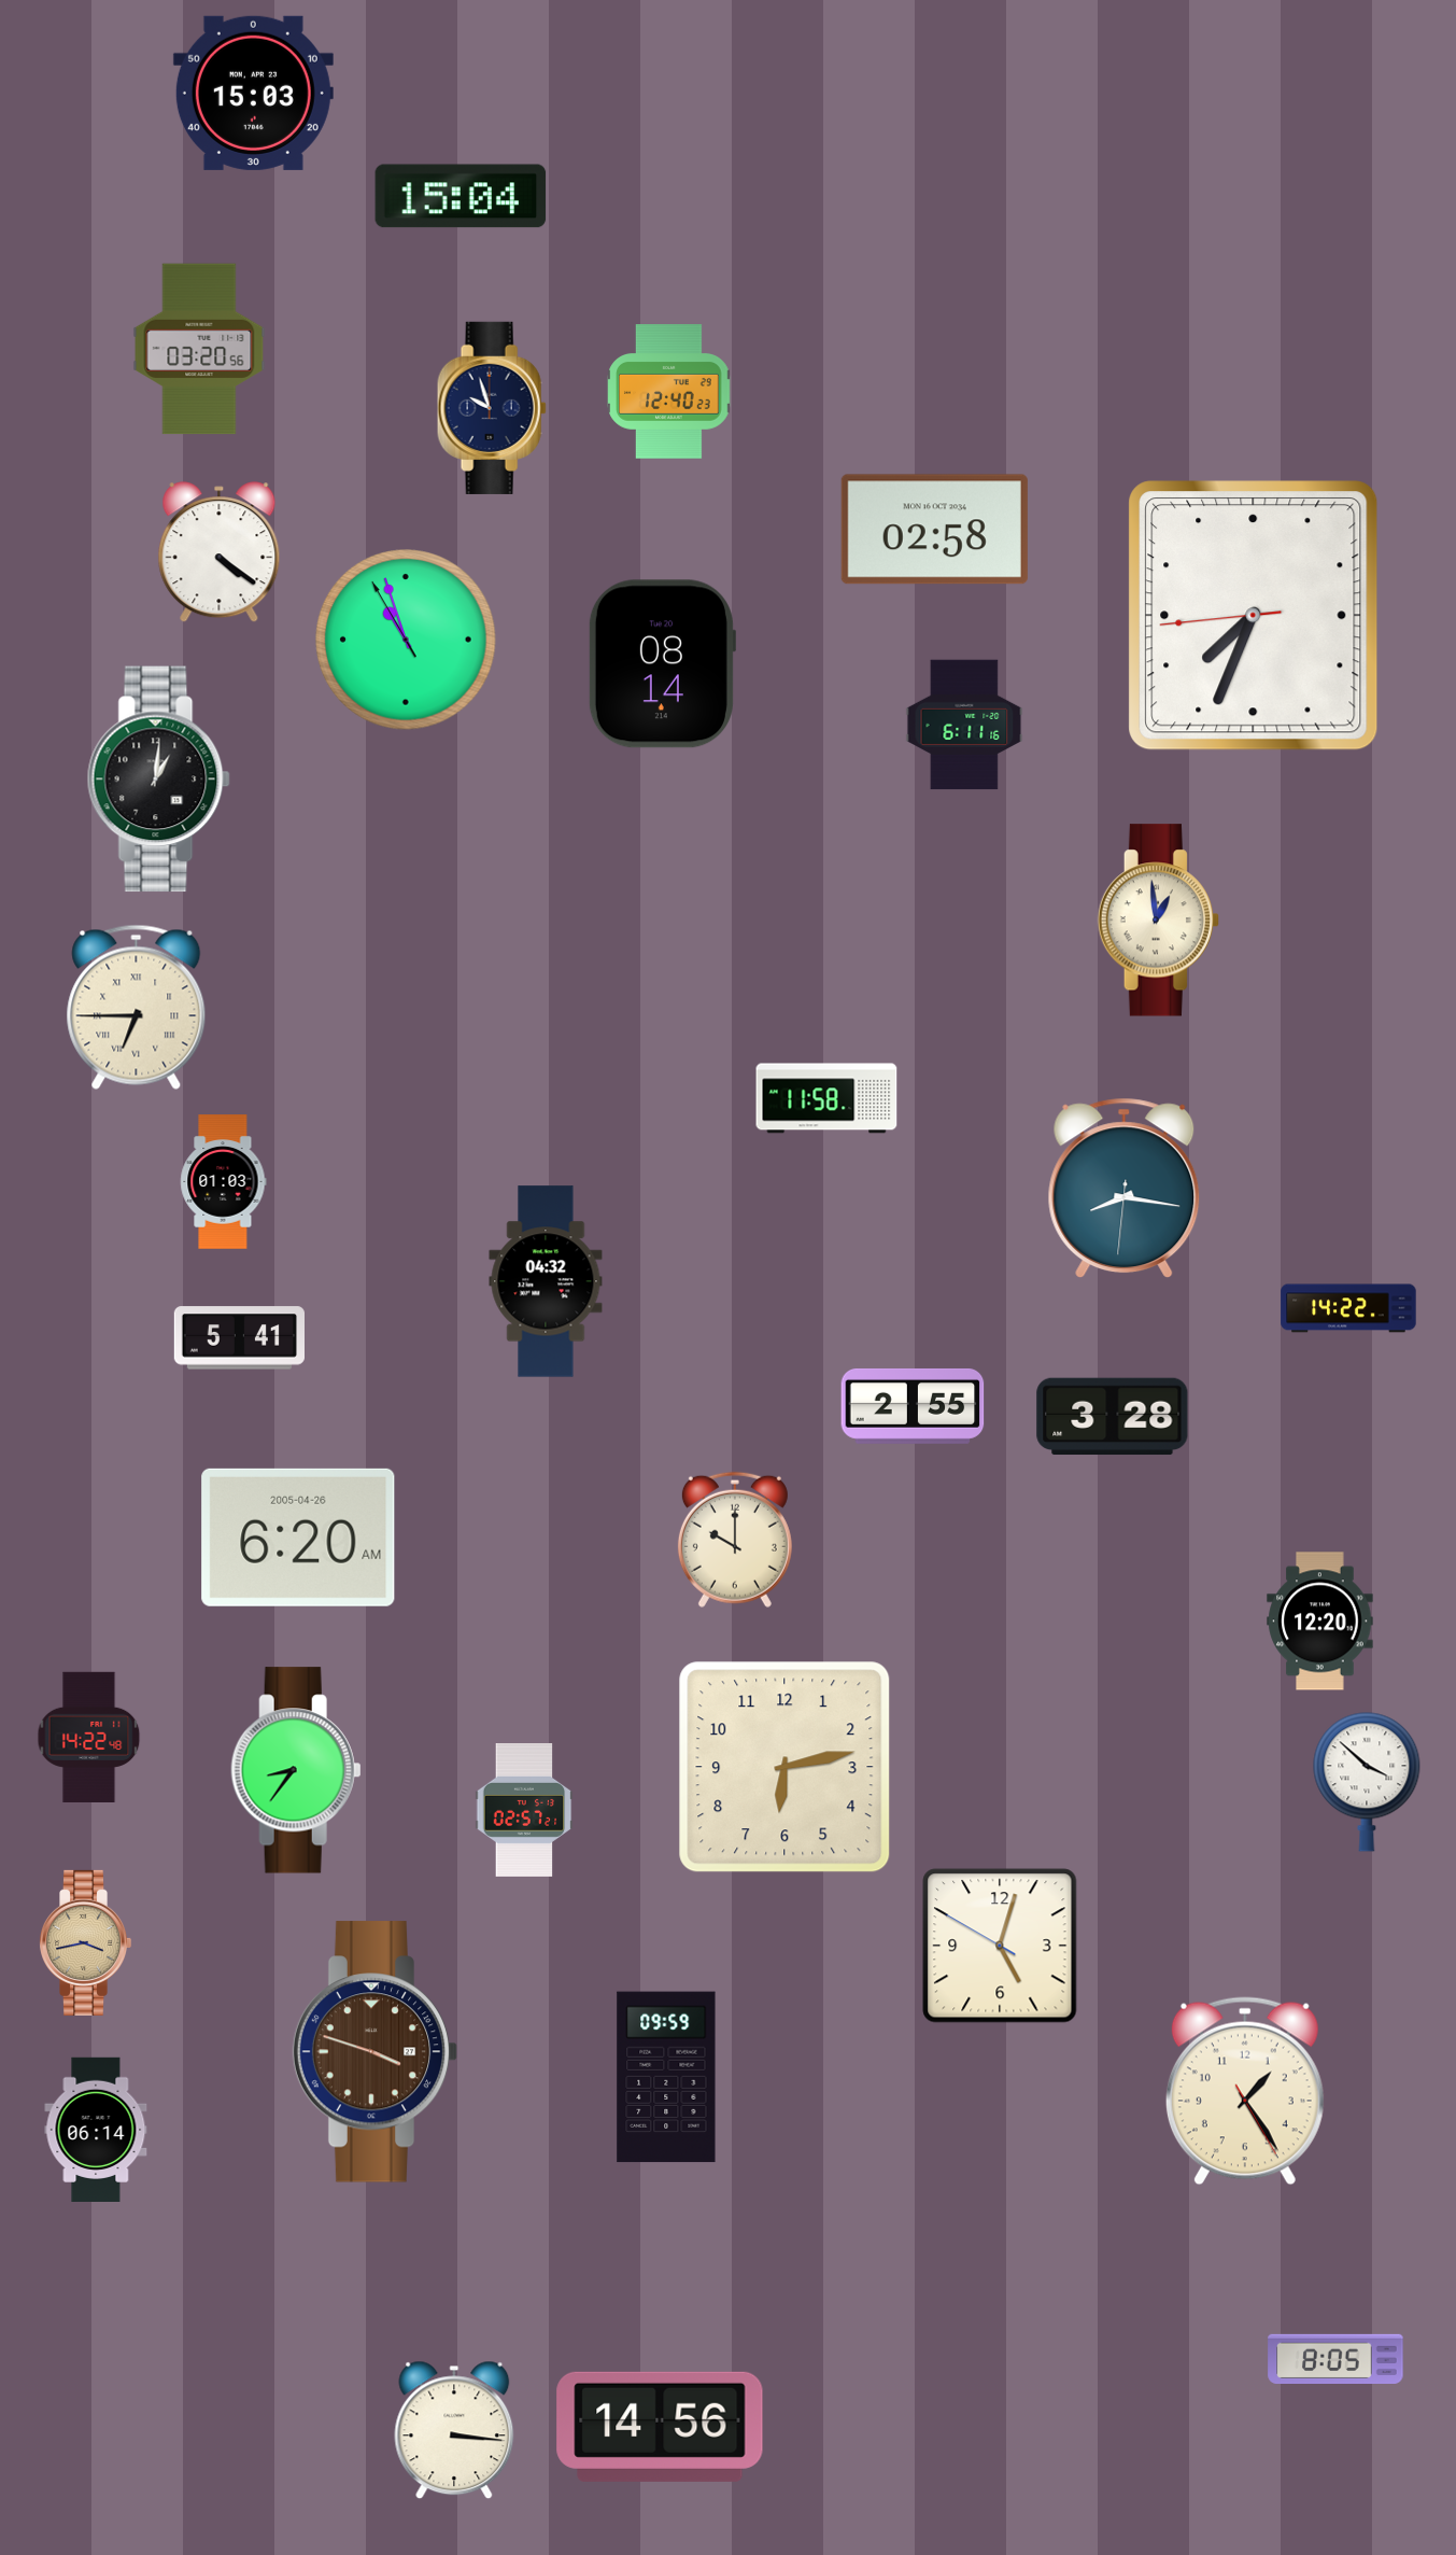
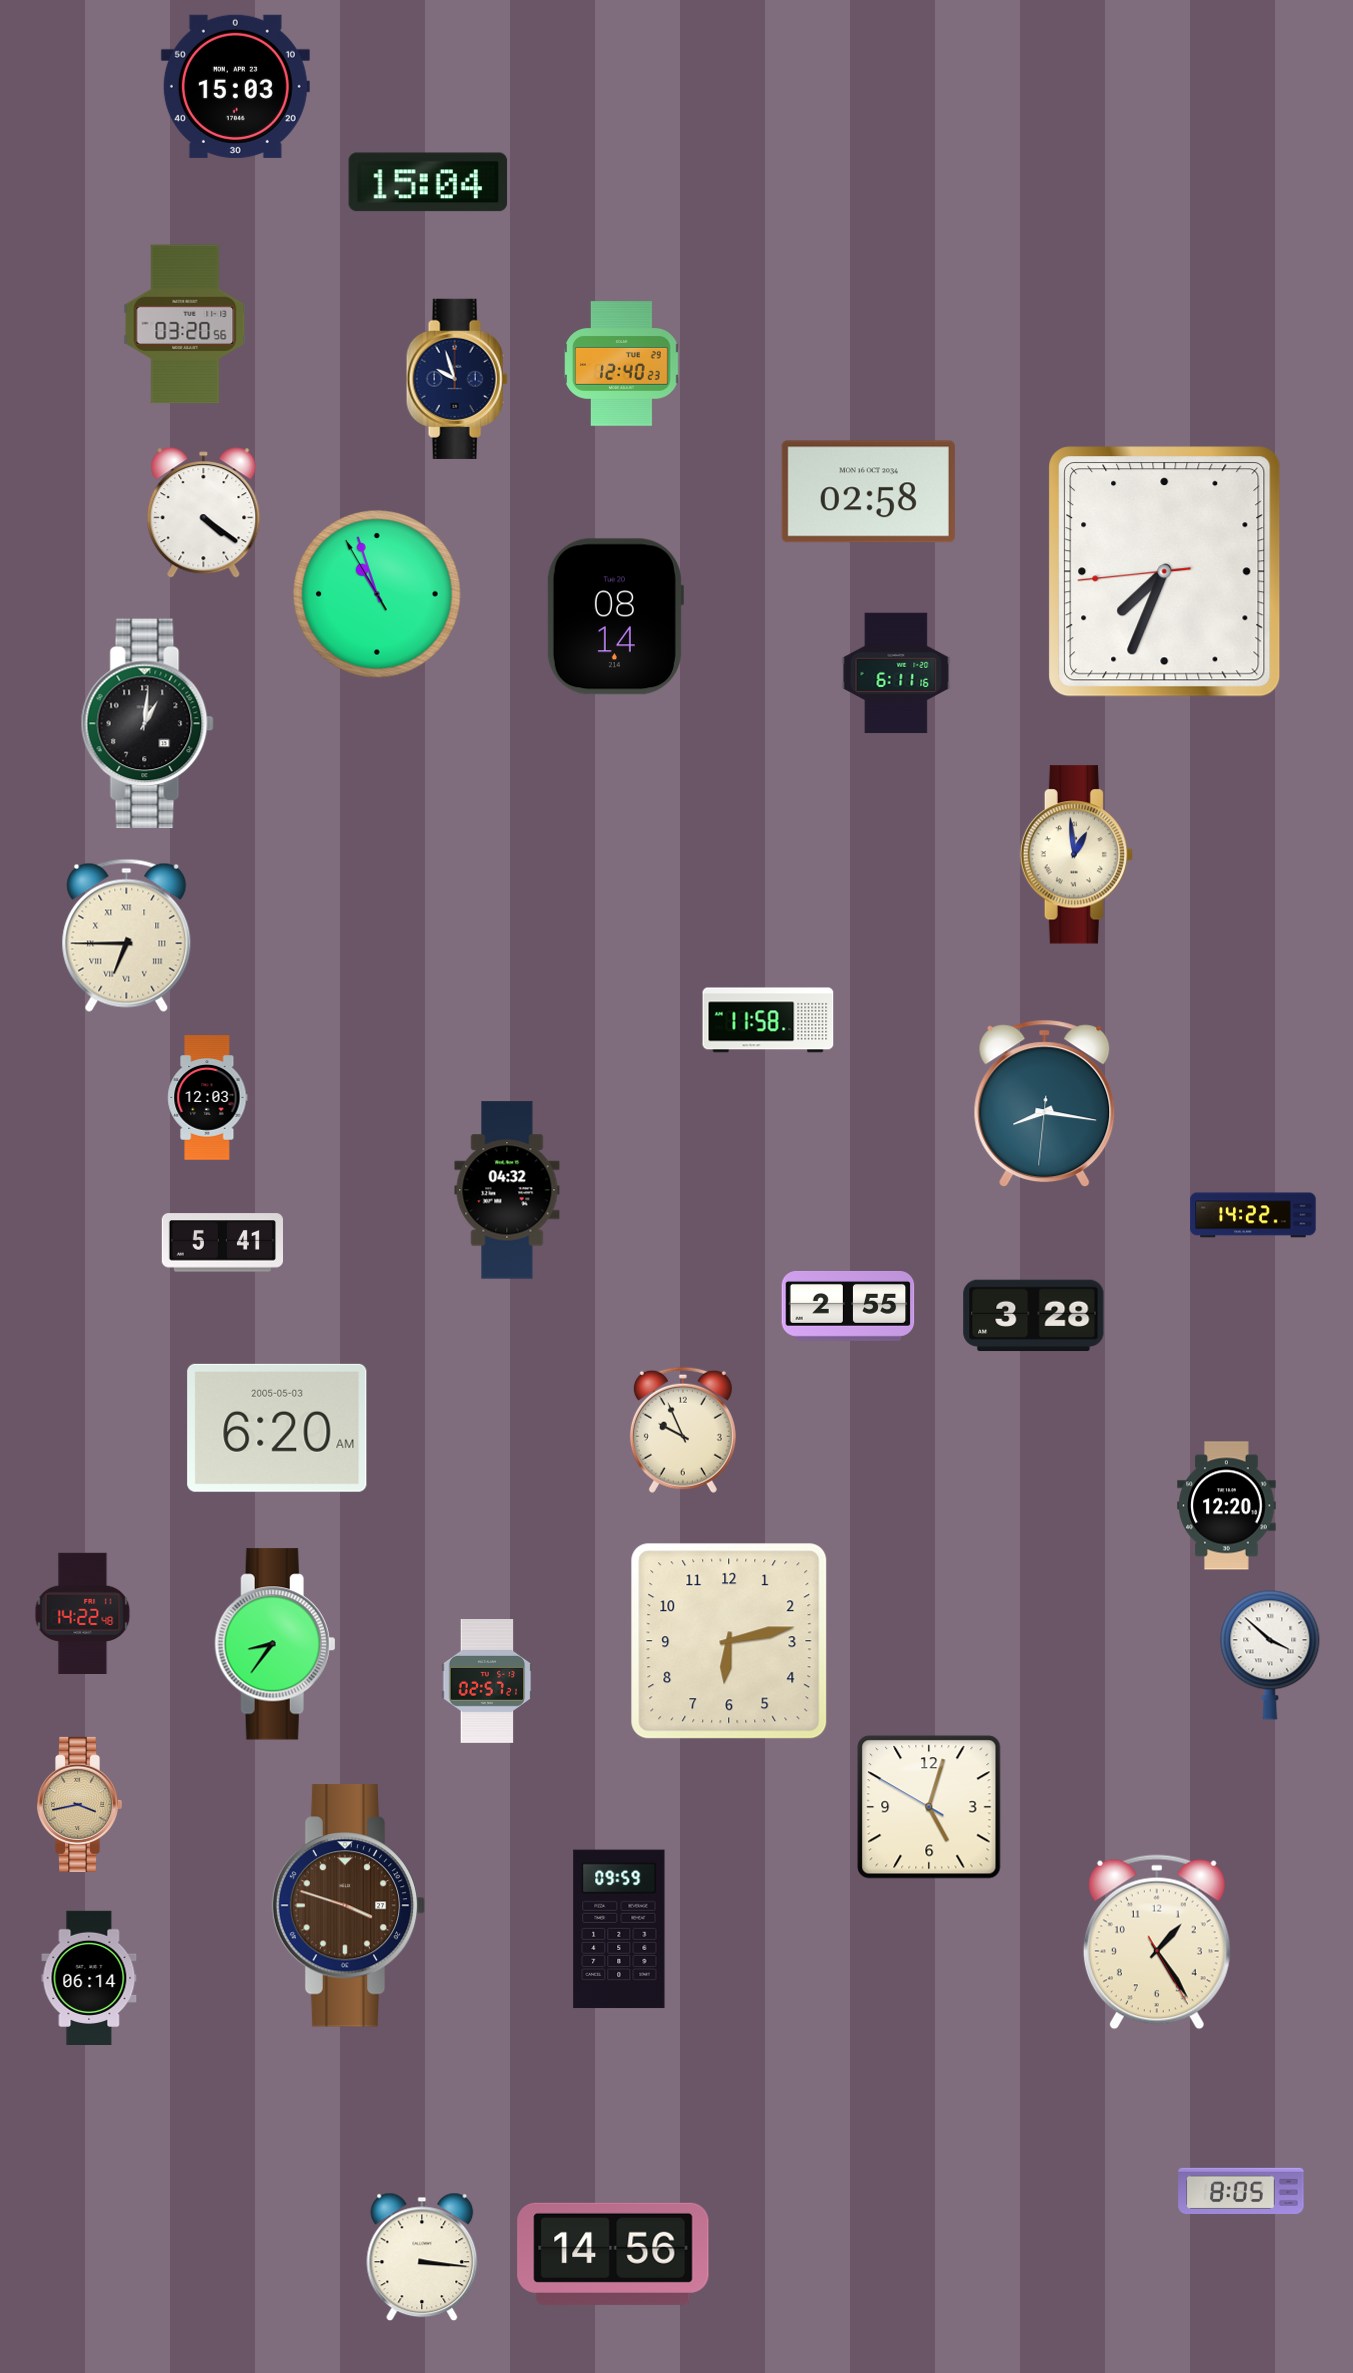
clock at (224, 1182): 01:03 -> 12:03
clock at (298, 1538) date: 2005-04-26 -> 2005-05-03
clock at (735, 1540): 10:00 -> 9:56
